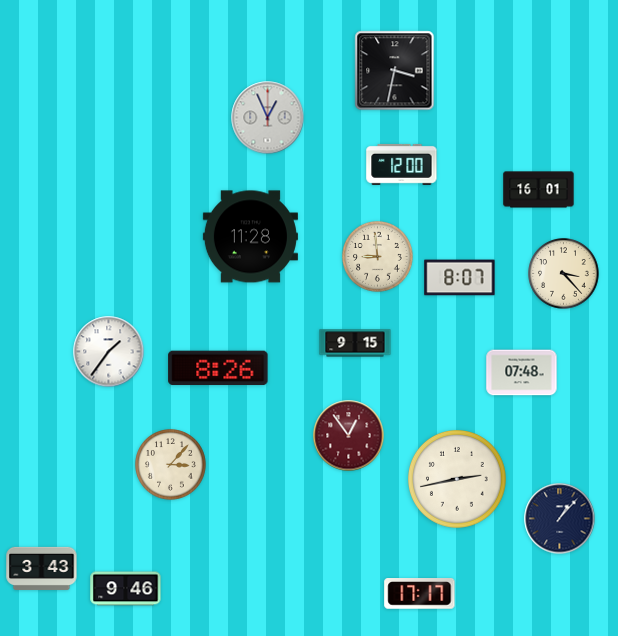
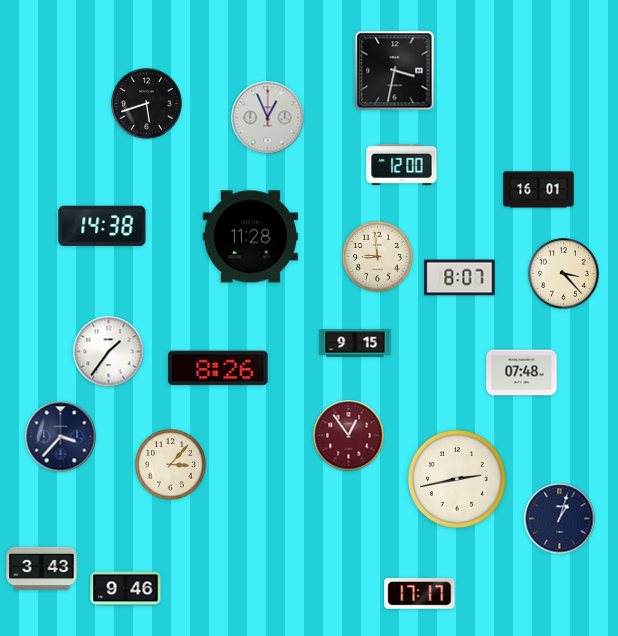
clock at (147, 104): none -> 5:42
clock at (102, 226): none -> 14:38
clock at (61, 437): none -> 3:37
clock at (560, 519): 1:07 -> 1:03
